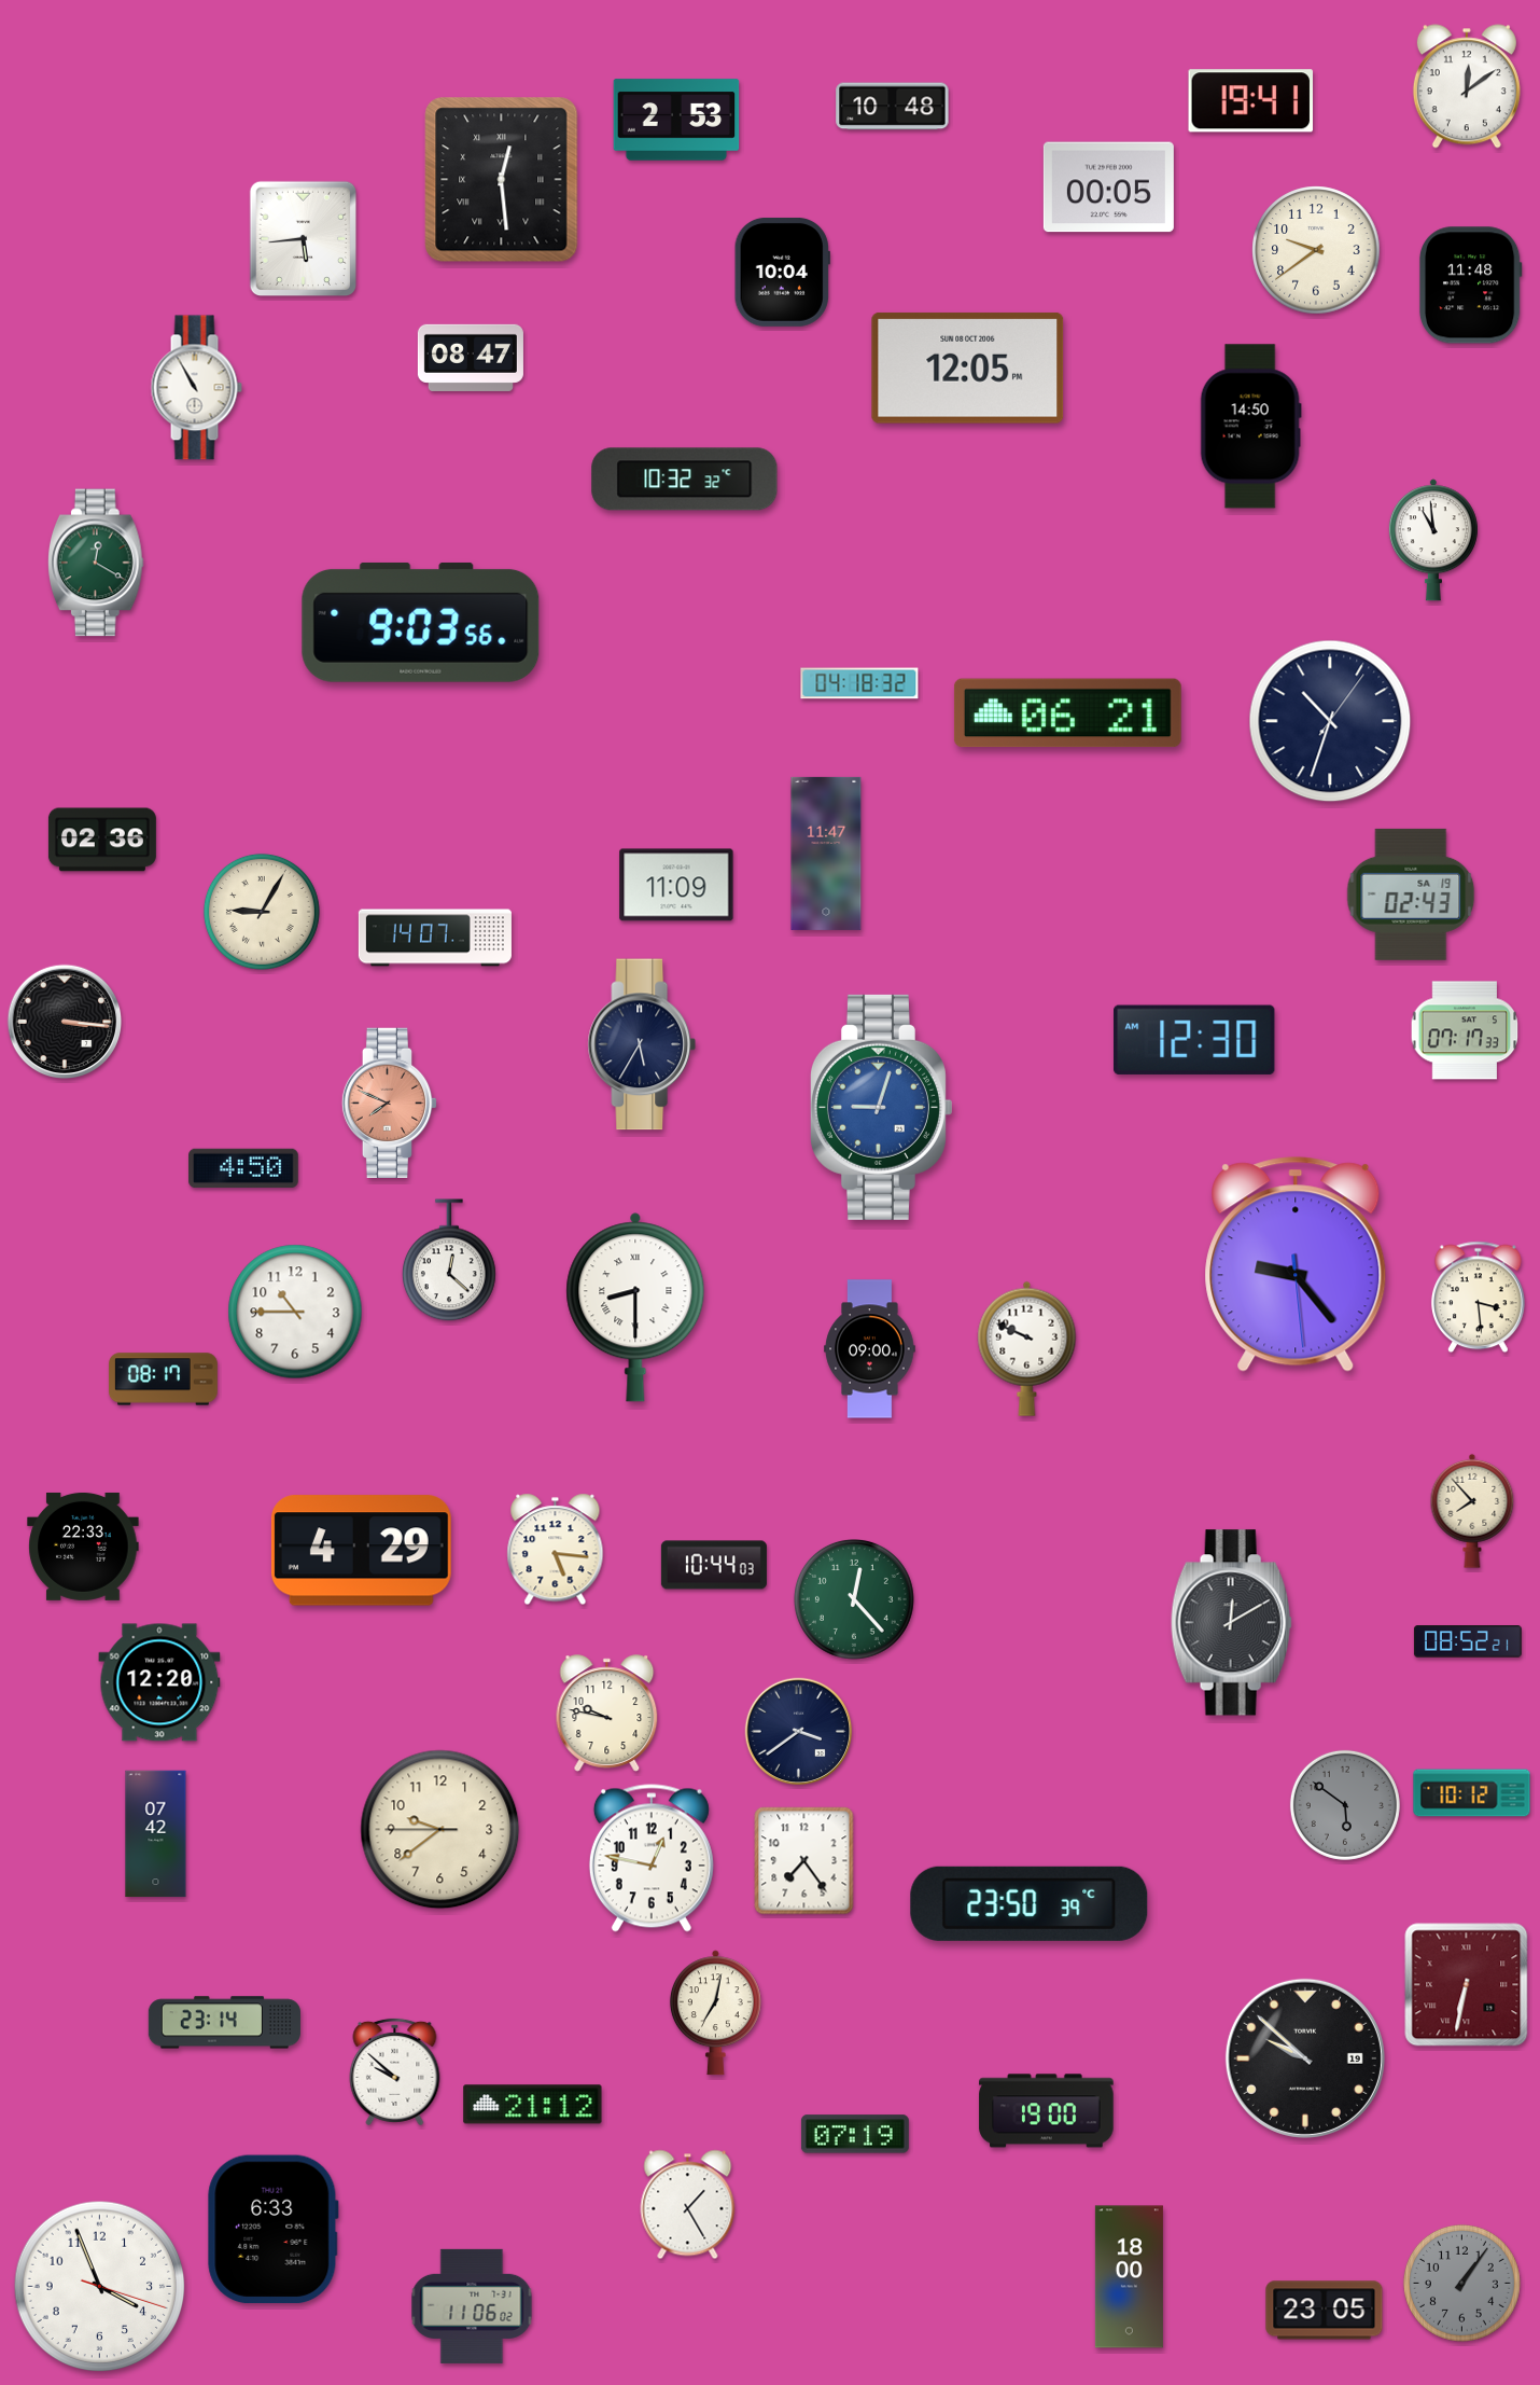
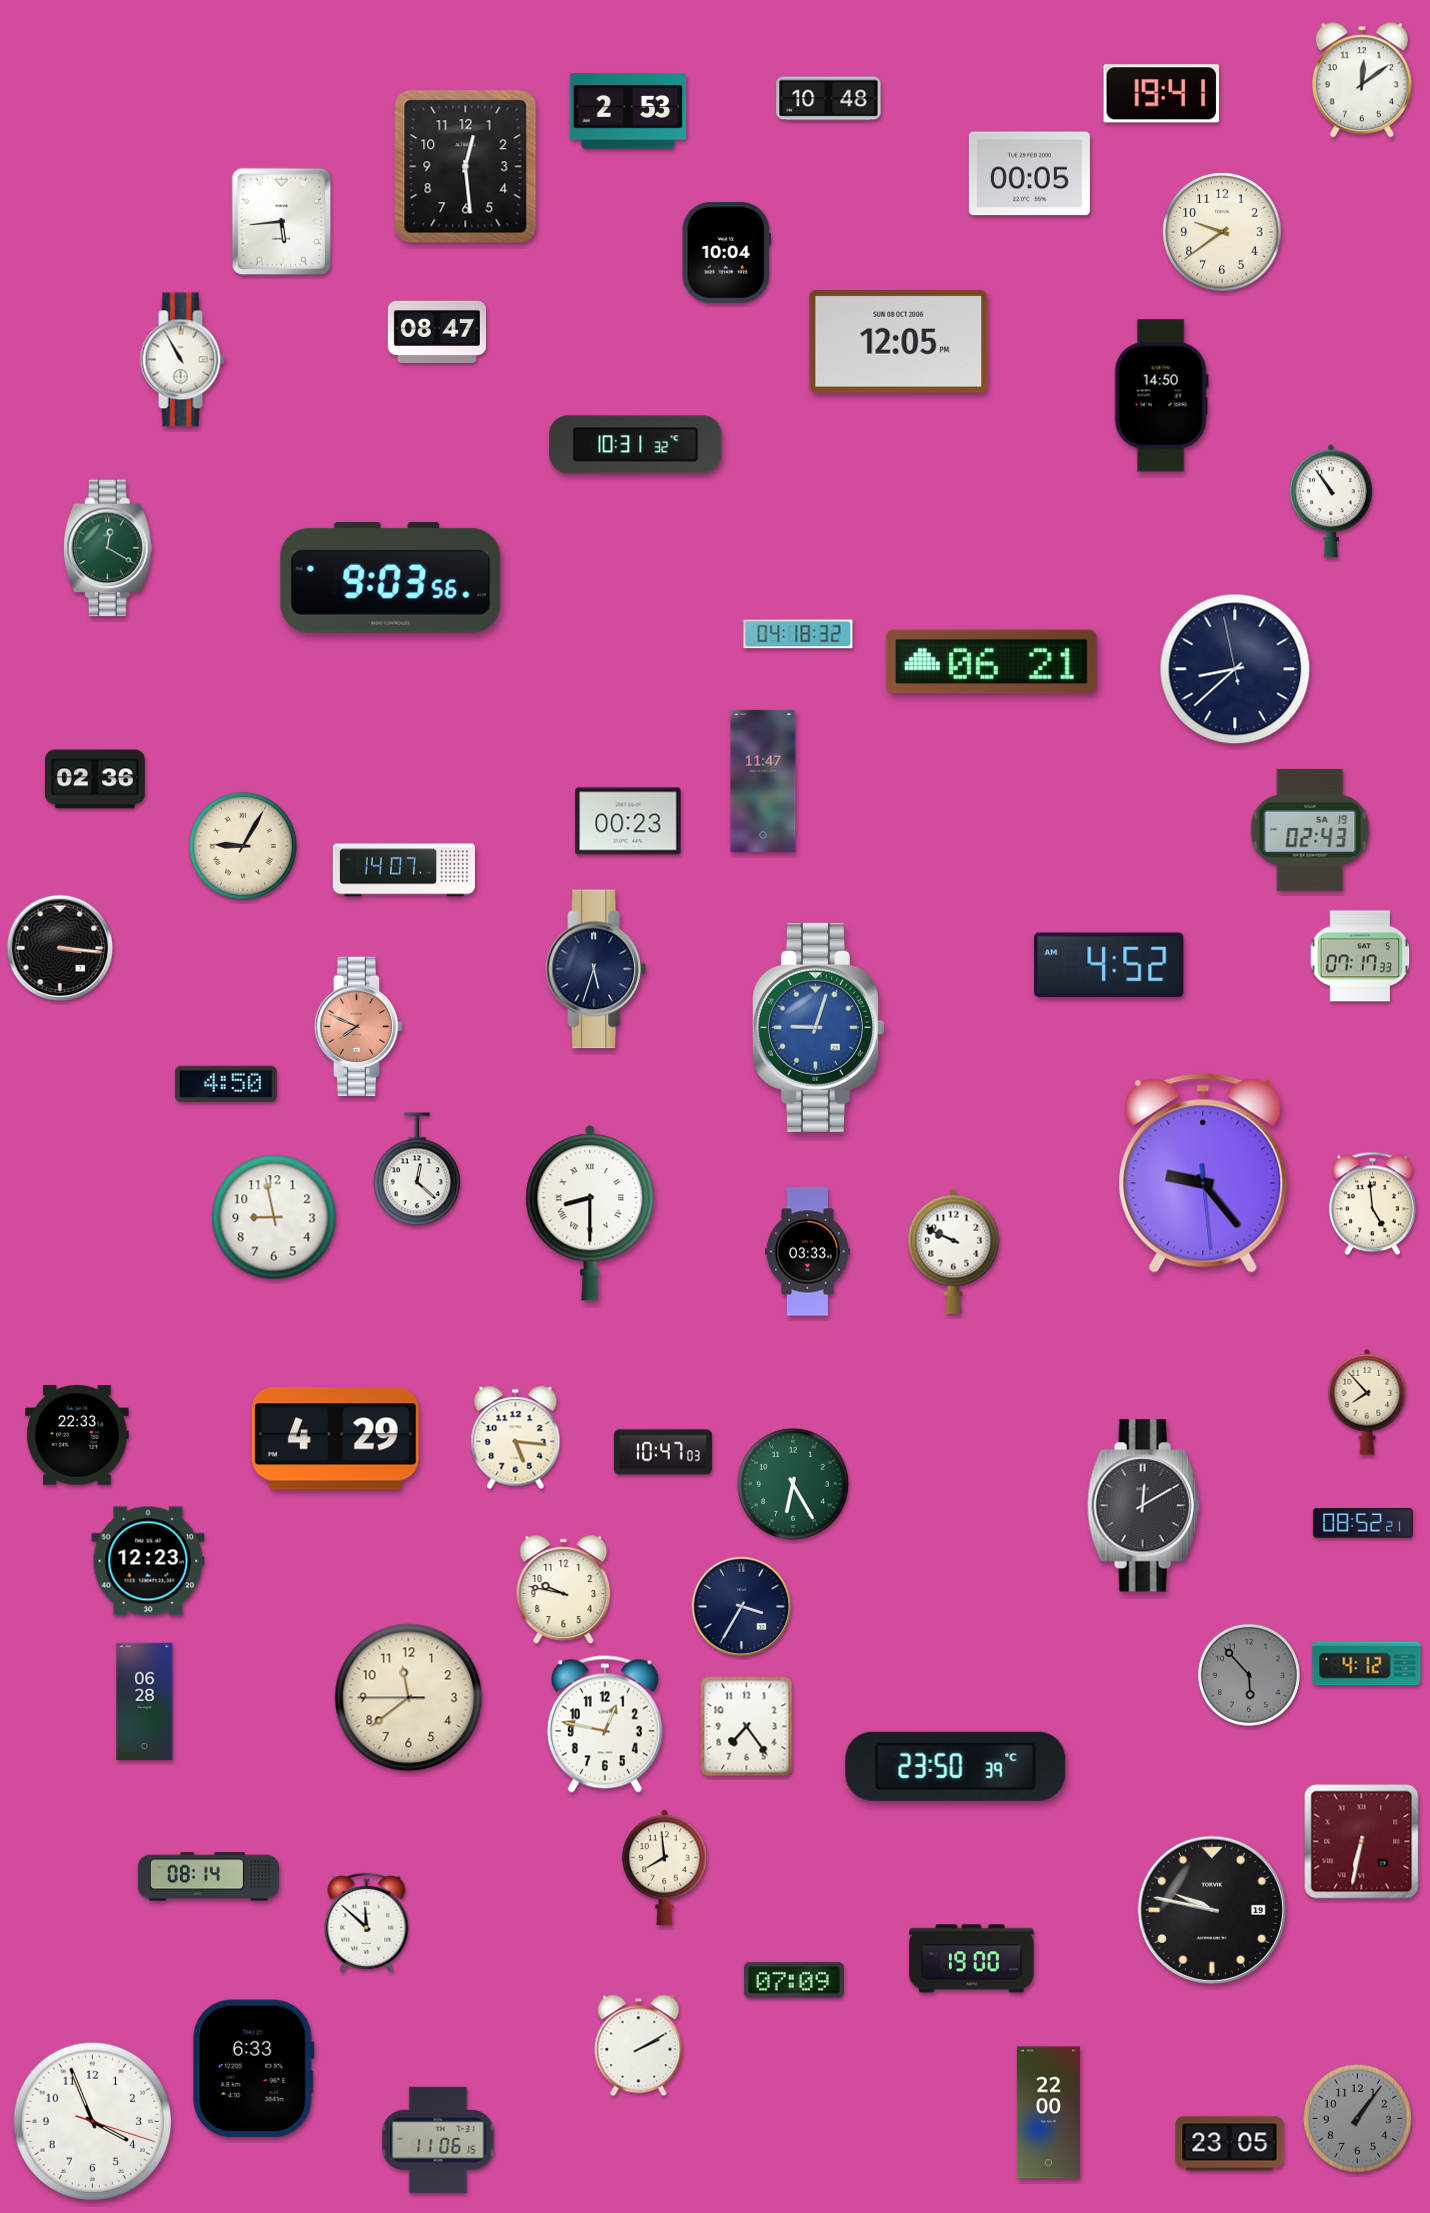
clock at (502, 180) numerals: Roman -> Arabic
clock at (1470, 286): 11:48 -> none
clock at (685, 480): 10:32 -> 10:31
clock at (1433, 540): 10:59 -> 10:54
clock at (96, 563) position: (96, 563) -> (108, 548)
clock at (1330, 721): 10:33 -> 8:37
clock at (826, 854) position: (826, 854) -> (763, 781)
clock at (676, 885): 11:09 -> 00:23
clock at (1194, 1040): 12:30 -> 4:52
clock at (642, 1044): 5:35 -> 5:33
clock at (390, 1103) position: (390, 1103) -> (359, 1026)
clock at (1478, 1298): 3:29 -> 4:59
clock at (295, 1312): 10:45 -> 8:58
clock at (870, 1349): 09:00 -> 03:33
clock at (164, 1379): 08:17 -> none
clock at (714, 1565): 10:44 -> 10:47
clock at (855, 1600): 12:23 -> 6:25
clock at (159, 1682): 12:20 -> 12:23
clock at (799, 1732): 3:39 -> 3:35
clock at (1472, 1793): 10:12 -> 4:12
clock at (1345, 1805): 5:51 -> 5:53
clock at (440, 1830): 9:38 -> 11:38
clock at (156, 1834): 07:42 -> 06:28
clock at (715, 2013): 7:02 -> 7:59
clock at (224, 2023): 23:14 -> 08:14
clock at (1305, 2058): 9:52 -> 9:47
clock at (395, 2071): 9:52 -> 11:52
clock at (533, 2105): 21:12 -> none
clock at (855, 2134): 07:19 -> 07:09
clock at (688, 2205): 1:25 -> 2:10
clock at (1129, 2277): 18:00 -> 22:00
clock at (472, 2306): 11:06:02 -> 11:06:15
